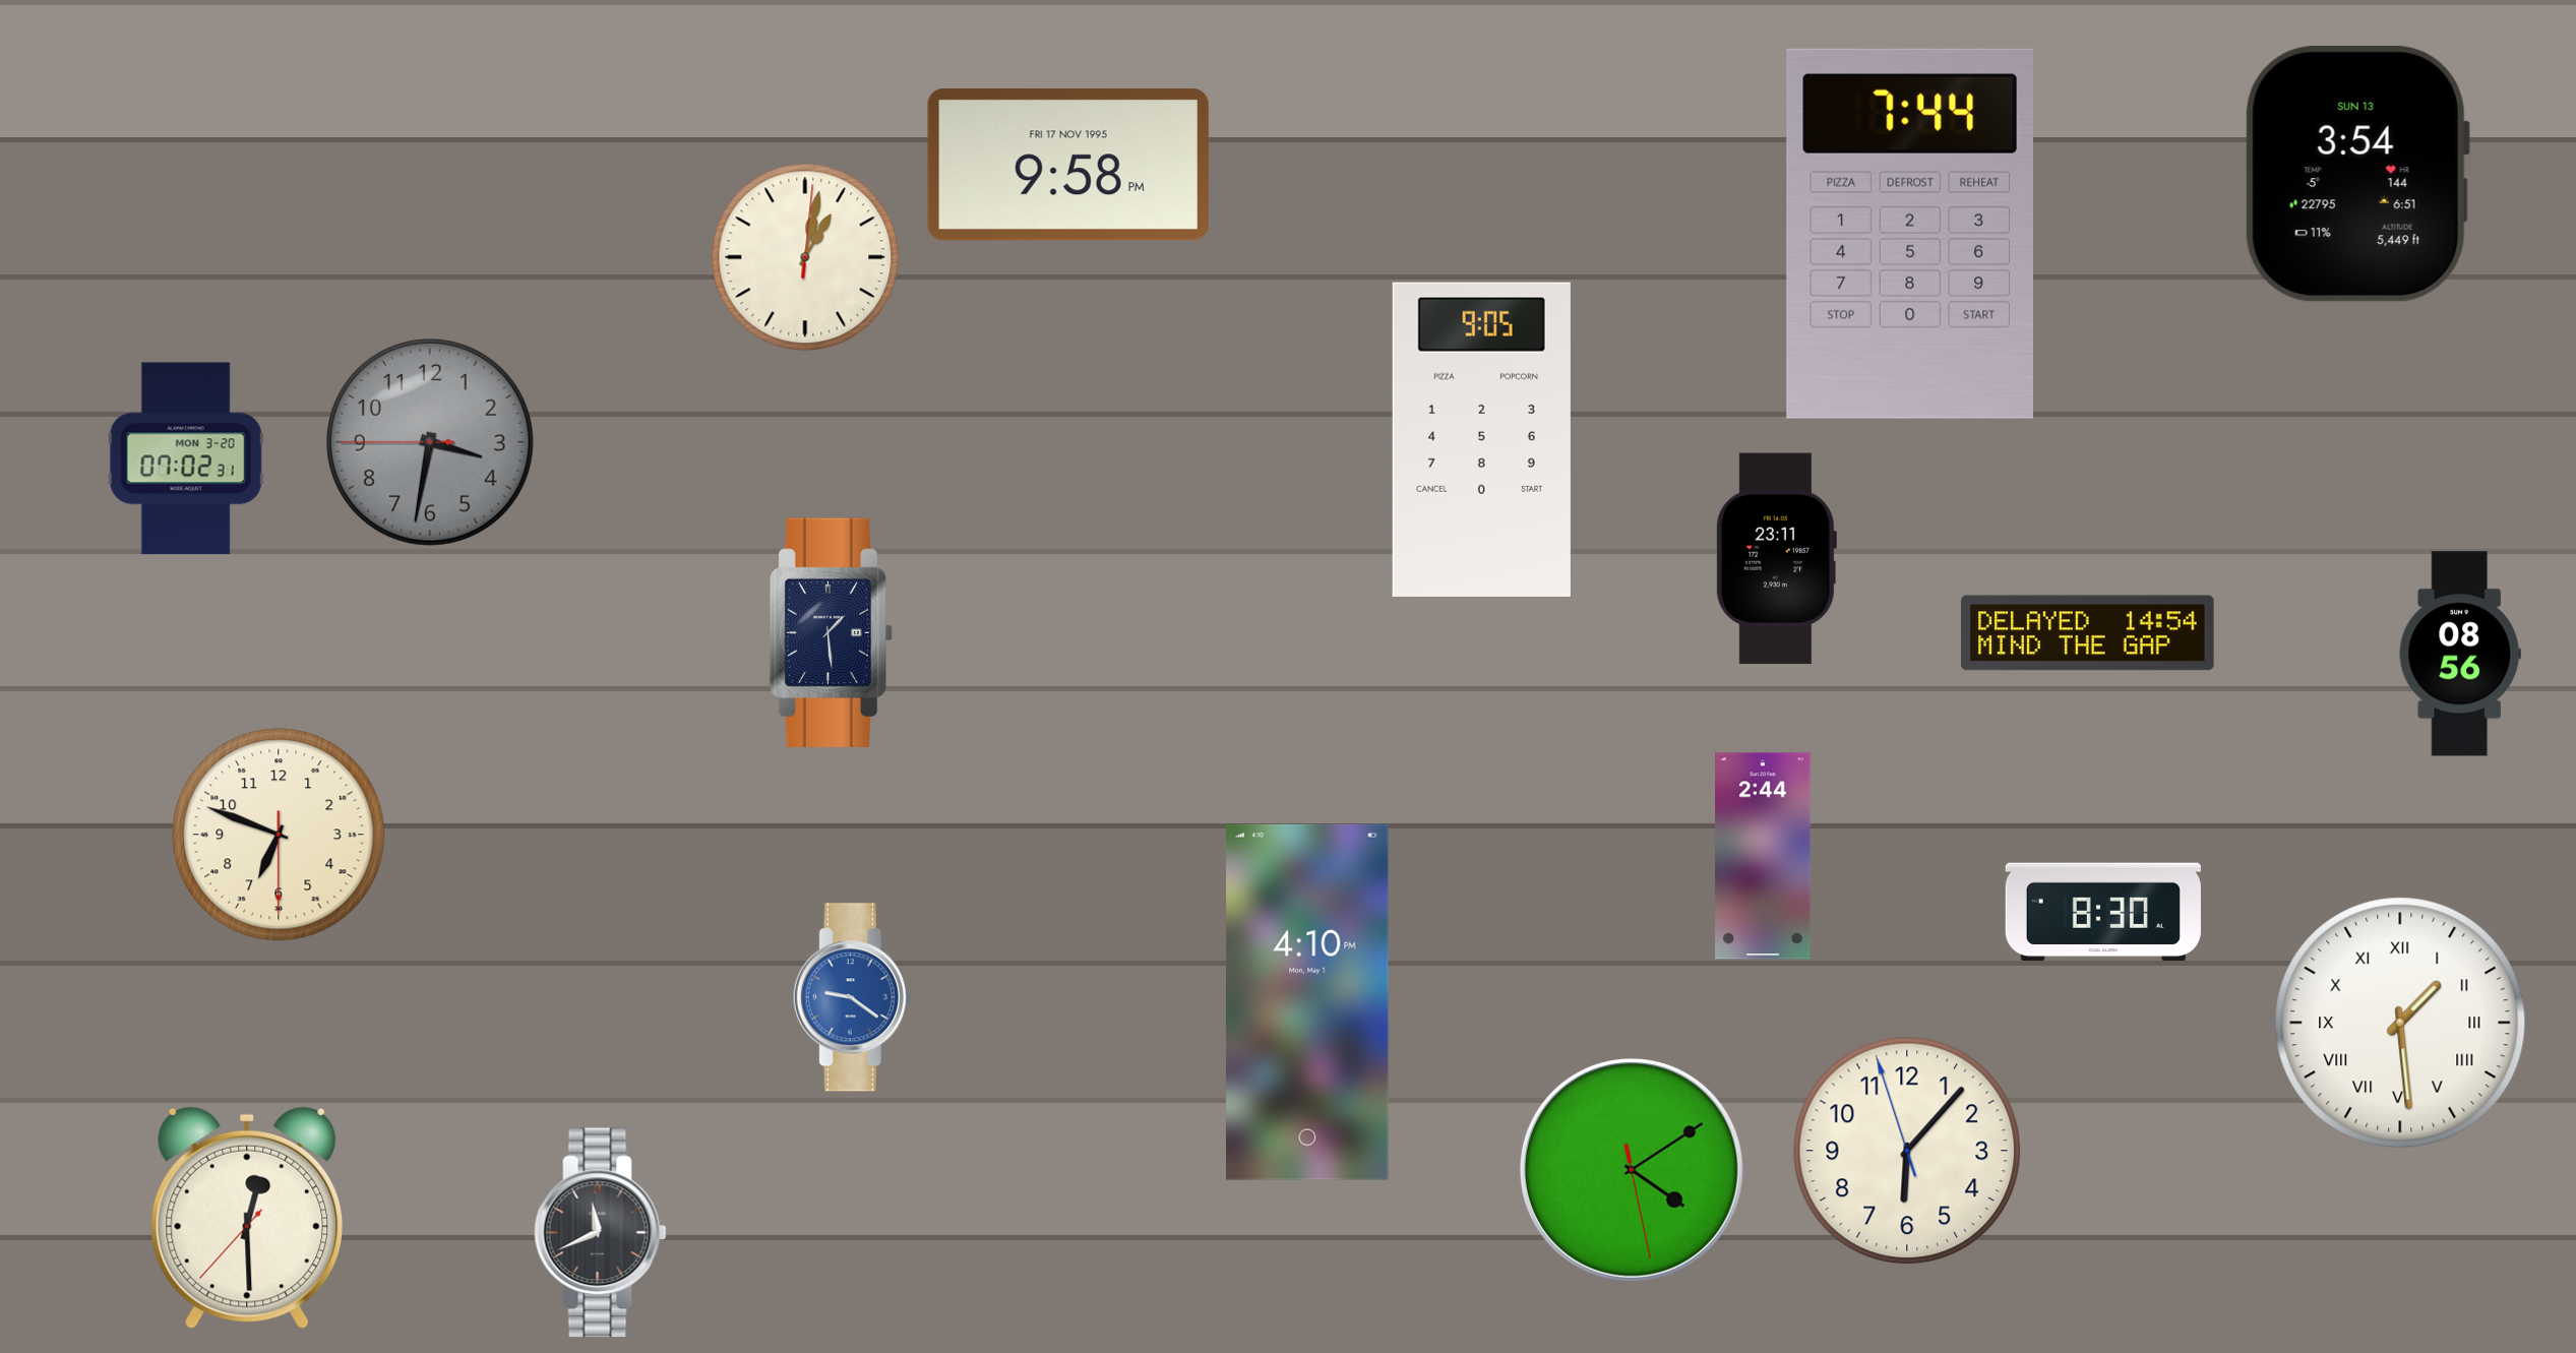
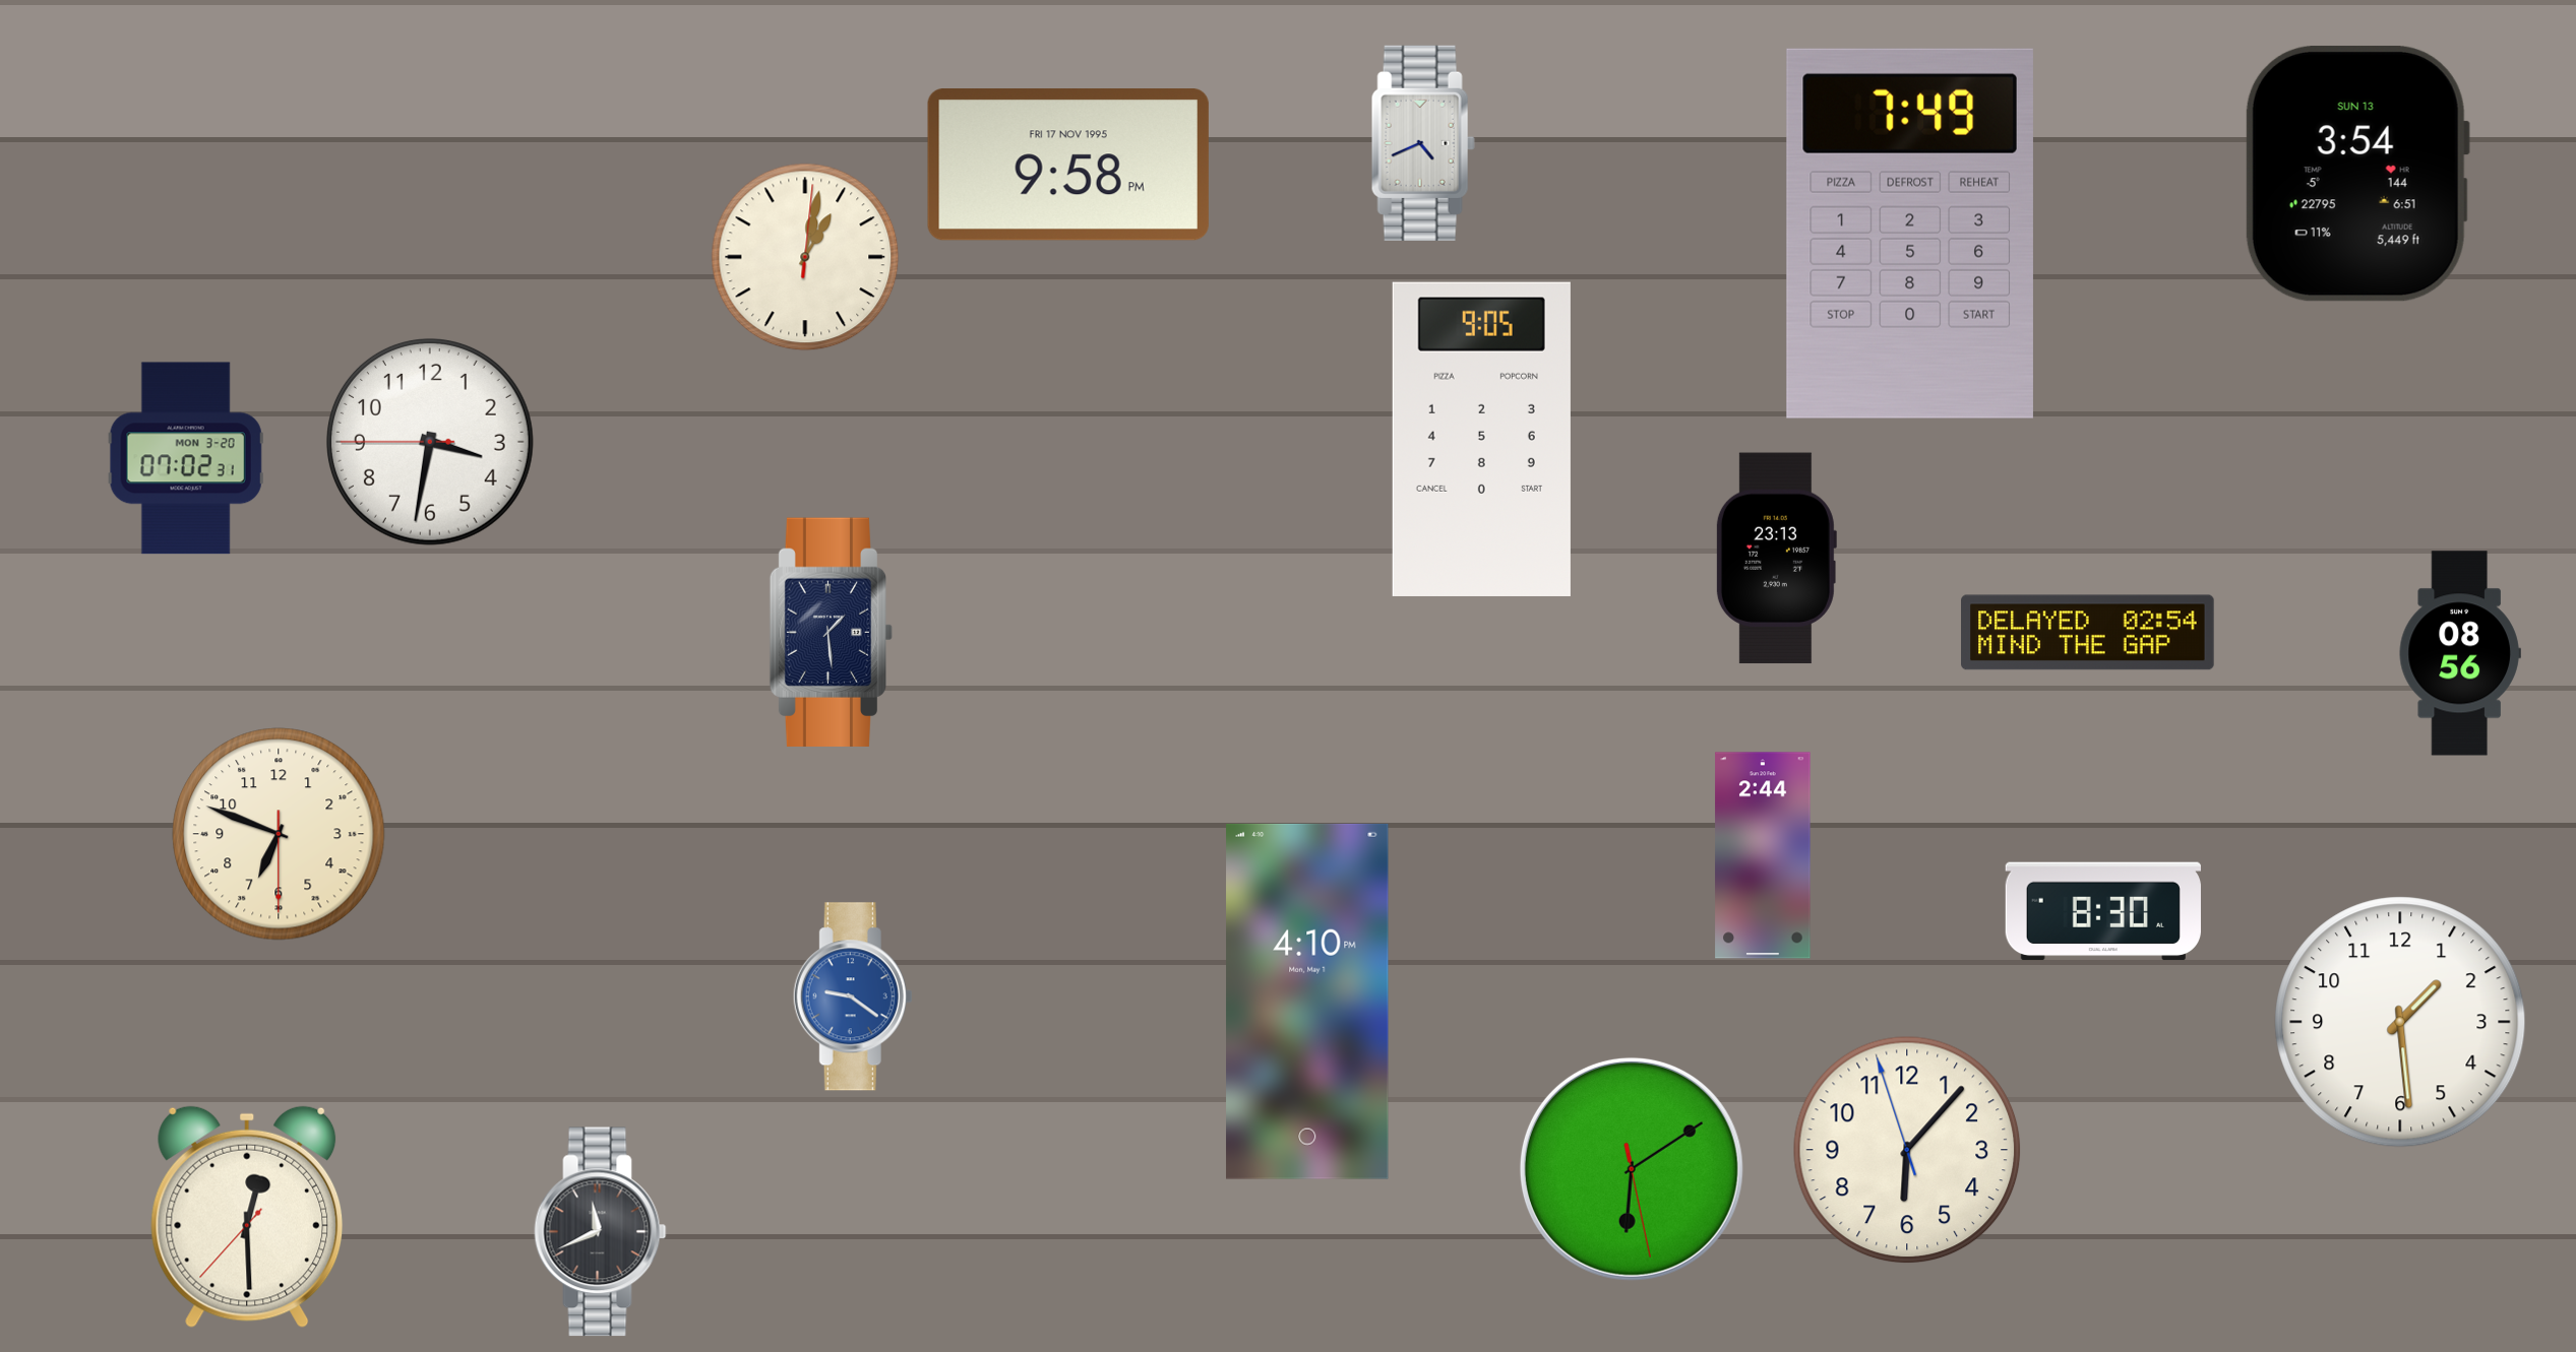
clock at (1423, 143): none -> 4:41
clock at (1910, 234): 7:44 -> 7:49
clock at (430, 442) dial: grey -> white
clock at (1776, 559): 23:11 -> 23:13
clock at (2088, 633): 14:54 -> 02:54
clock at (2400, 1023) numerals: Roman -> Arabic
clock at (1632, 1170): 4:09 -> 6:09
